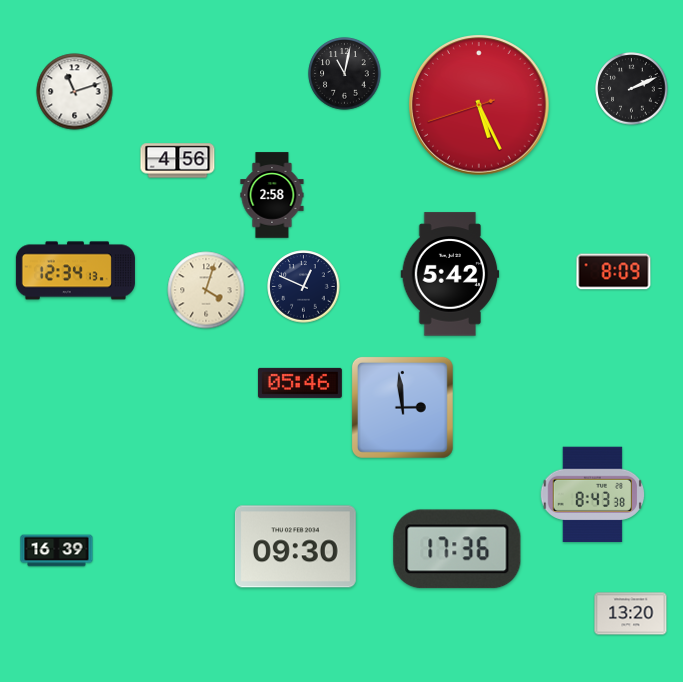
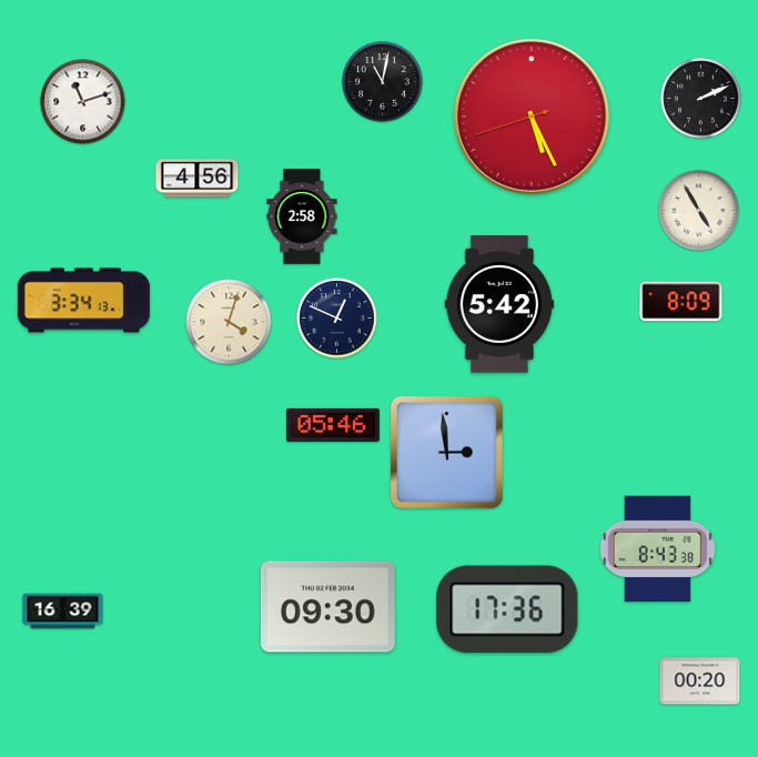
clock at (699, 211): none -> 4:55
clock at (75, 271): 12:34 -> 3:34
clock at (631, 614): 13:20 -> 00:20
